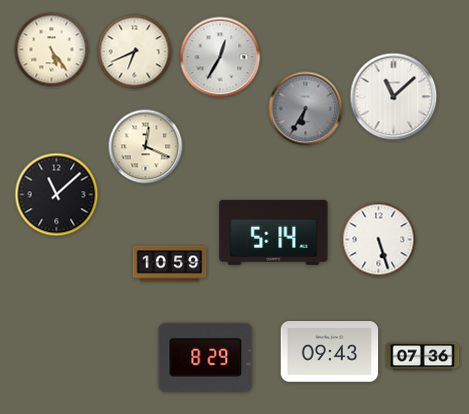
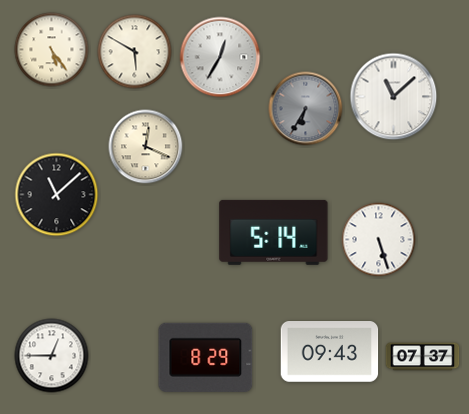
clock at (135, 52): 6:41 -> 5:50
clock at (170, 264): 10:59 -> none
clock at (52, 356): none -> 12:45
clock at (423, 357): 07:36 -> 07:37
